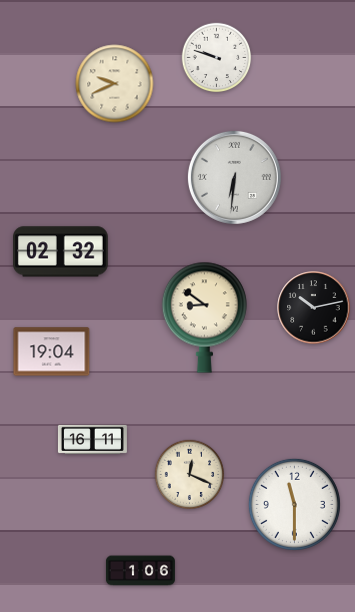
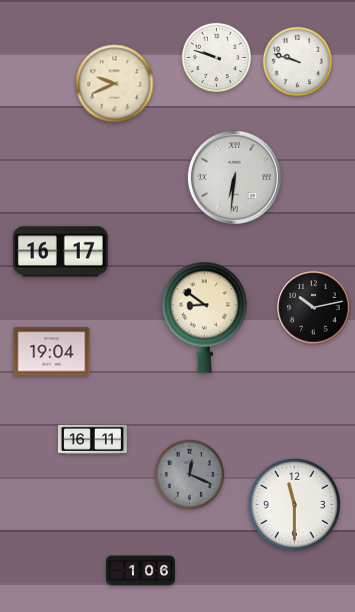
clock at (298, 62): none -> 9:48
clock at (61, 252): 02:32 -> 16:17
clock at (190, 475) dial: cream -> grey
